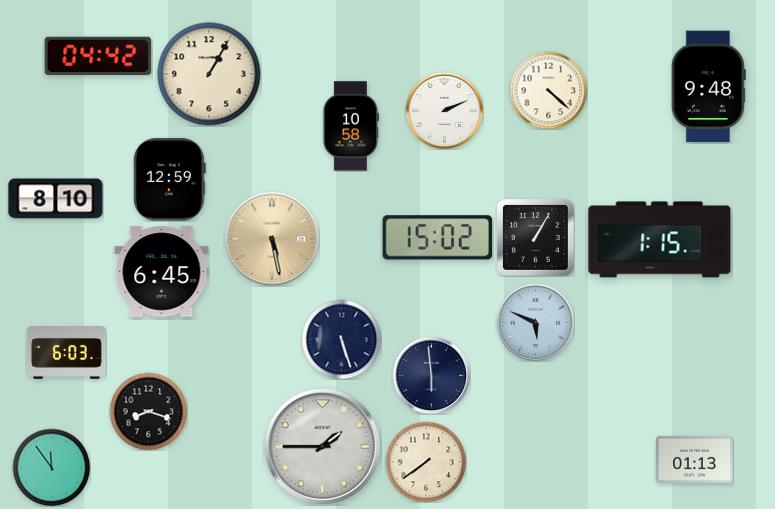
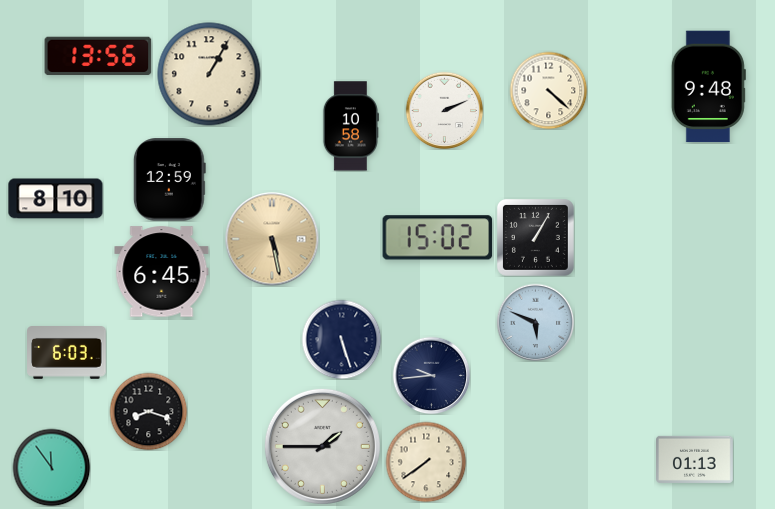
clock at (98, 56): 04:42 -> 13:56
clock at (660, 240): 1:15 -> none
clock at (431, 375): 5:59 -> 9:44
